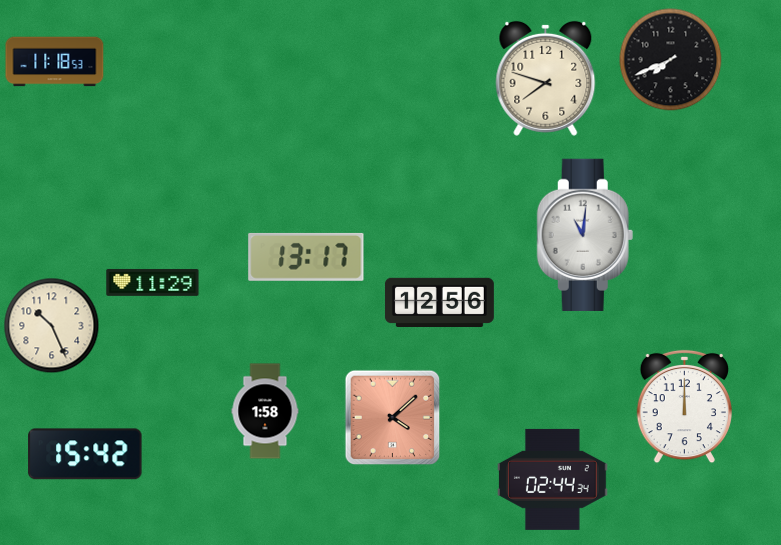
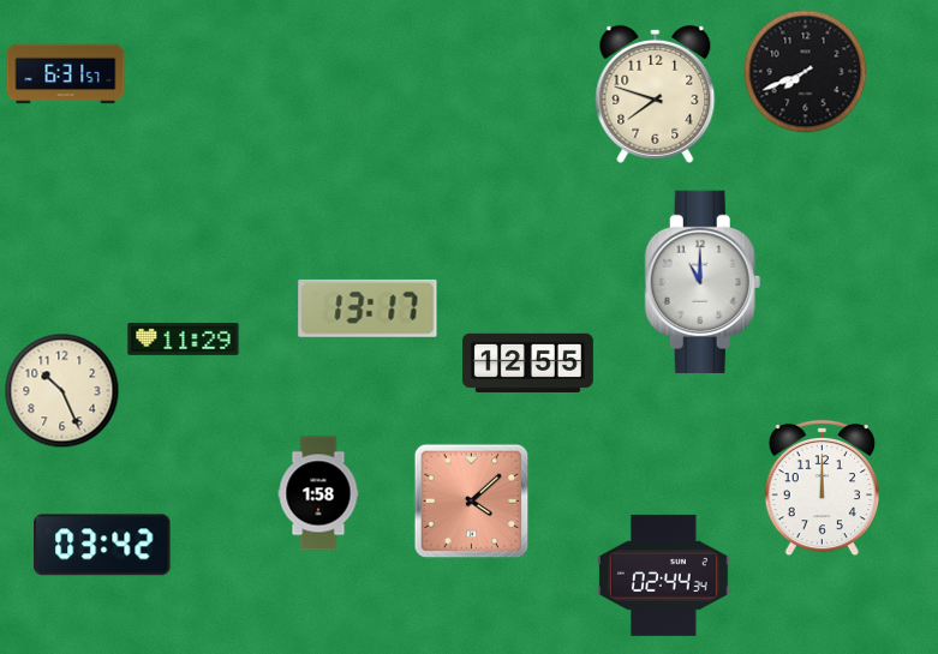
clock at (55, 62): 11:18 -> 6:31
clock at (585, 235): 11:01 -> 11:00
clock at (439, 302): 12:56 -> 12:55
clock at (85, 454): 15:42 -> 03:42
